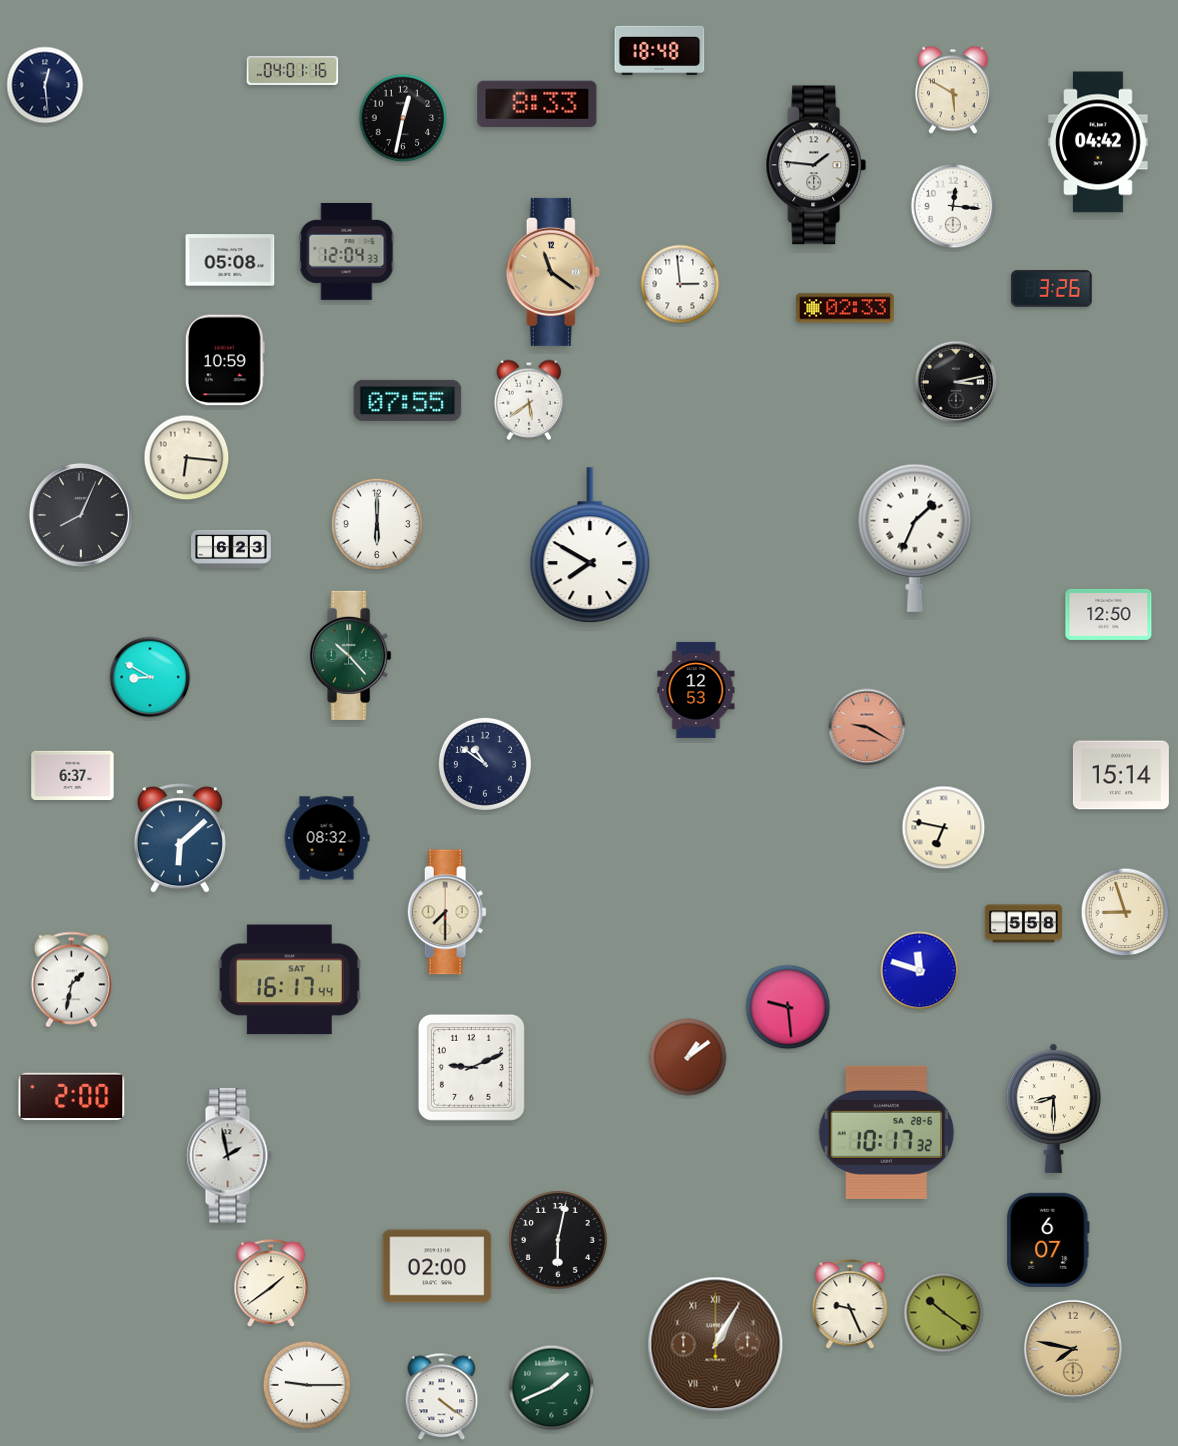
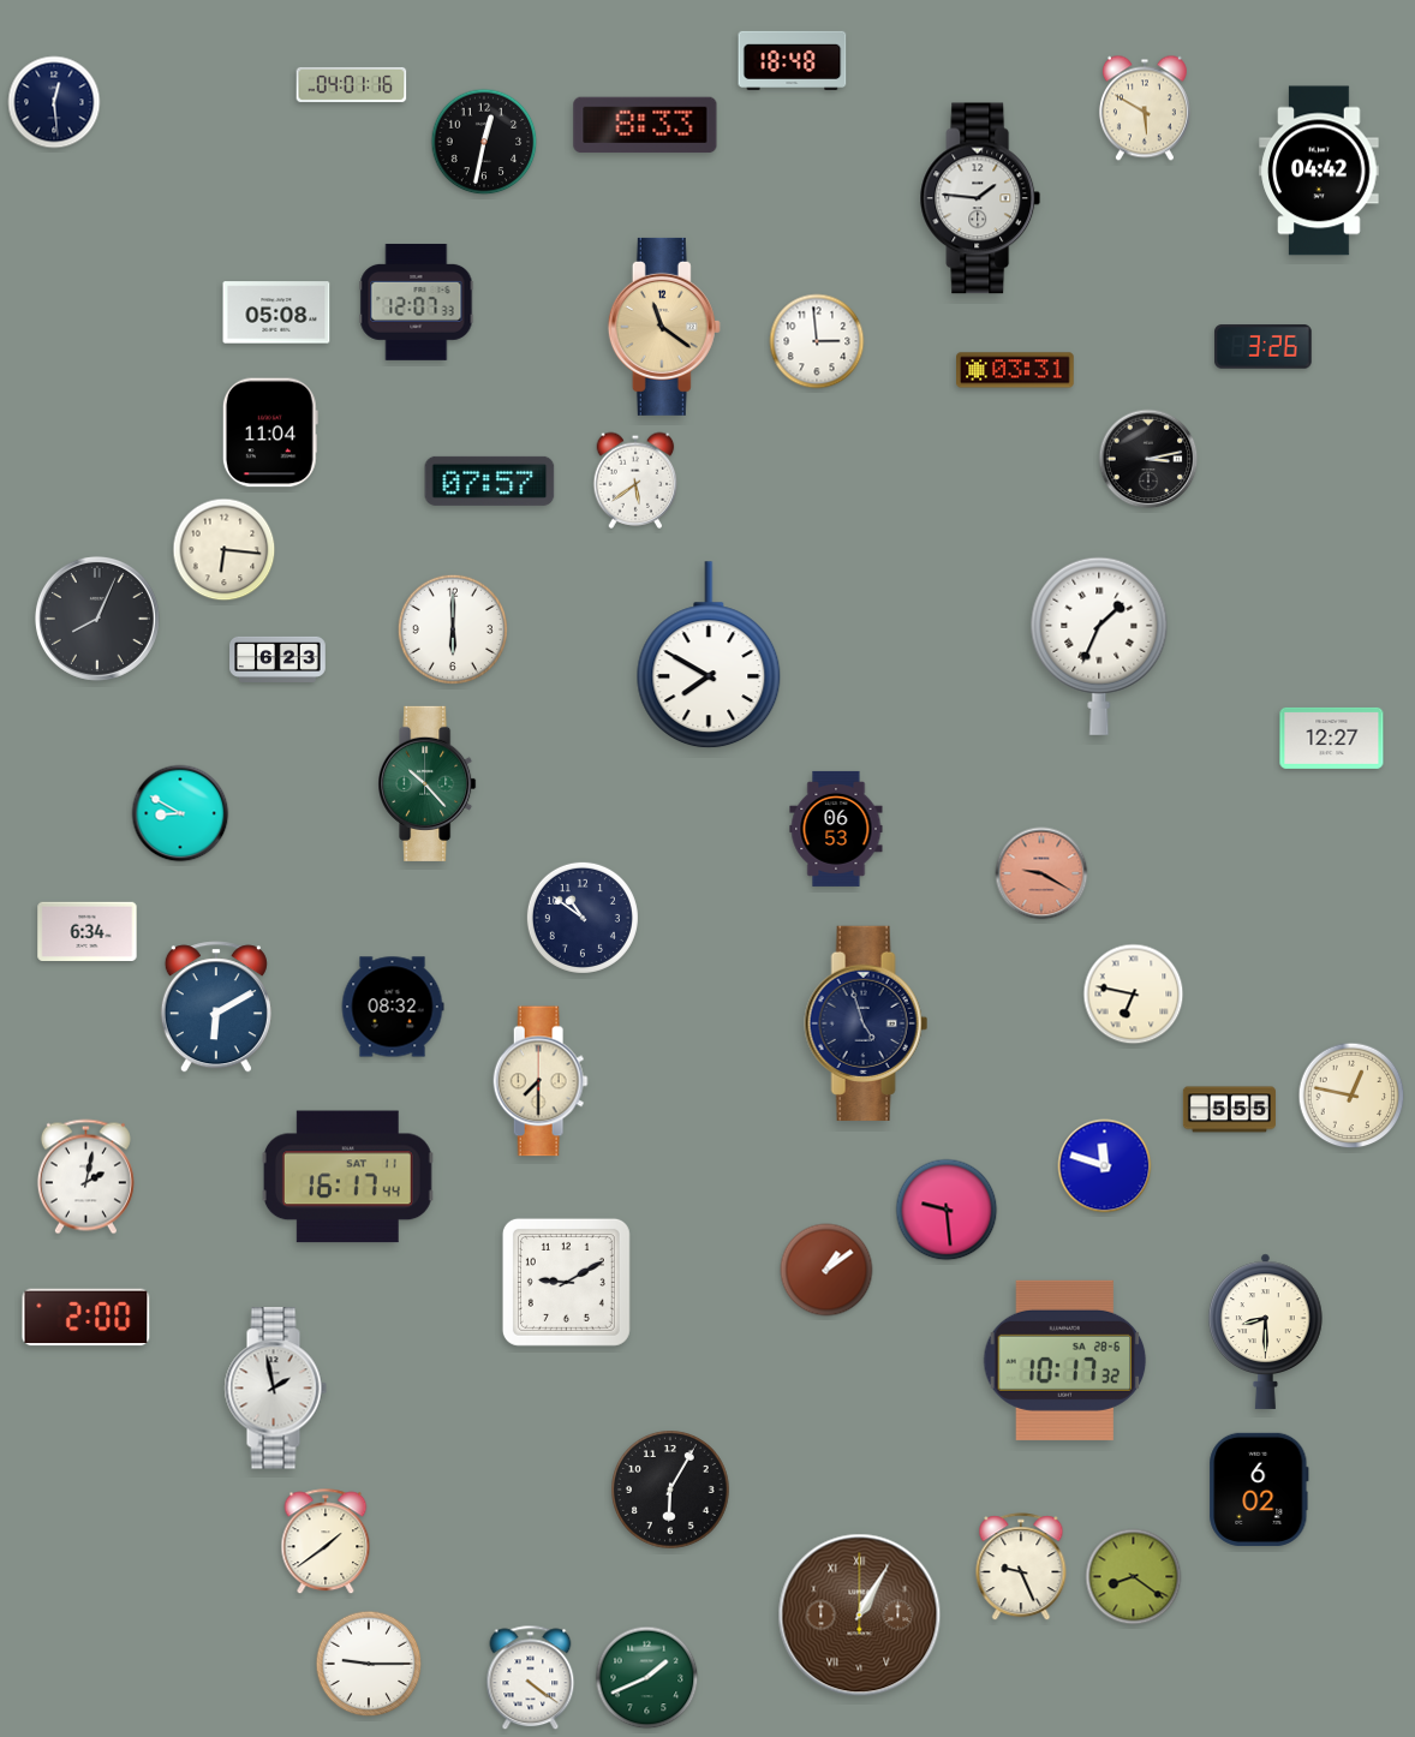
clock at (953, 206): 12:16 -> none
clock at (347, 251): 12:04 -> 12:07
clock at (845, 308): 02:33 -> 03:31
clock at (225, 360): 10:59 -> 11:04
clock at (408, 400): 07:55 -> 07:57
clock at (1109, 614): 12:50 -> 12:27
clock at (351, 655) position: (351, 655) -> (428, 783)
clock at (696, 690): 12:53 -> 06:53
clock at (73, 775): 6:37 -> 6:34
clock at (1121, 775): 15:14 -> none
clock at (180, 838): 6:08 -> 6:10
clock at (866, 1023): none -> 4:57
clock at (447, 912) position: (447, 912) -> (541, 1081)
clock at (1125, 912): 8:57 -> 12:47
clock at (1023, 924): 5:58 -> 5:55
clock at (71, 980): 1:32 -> 2:02
clock at (471, 1067): 9:11 -> 9:10
clock at (1048, 1240): 6:07 -> 6:02
clock at (559, 1241): 6:02 -> 6:05
clock at (437, 1266): 02:00 -> none
clock at (944, 1313): 10:21 -> 8:21
clock at (1073, 1349): 7:47 -> none
clock at (552, 1388) position: (552, 1388) -> (647, 1678)
